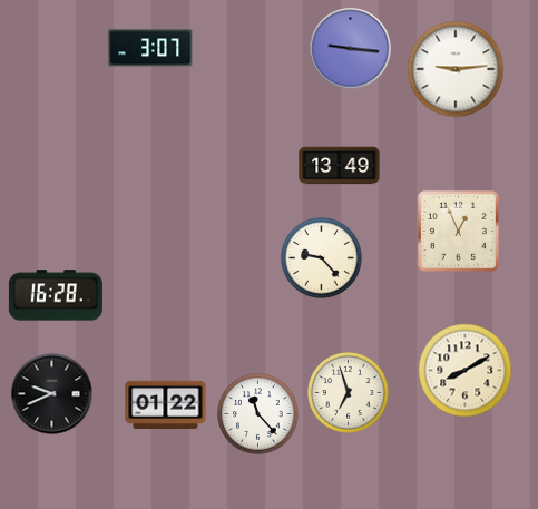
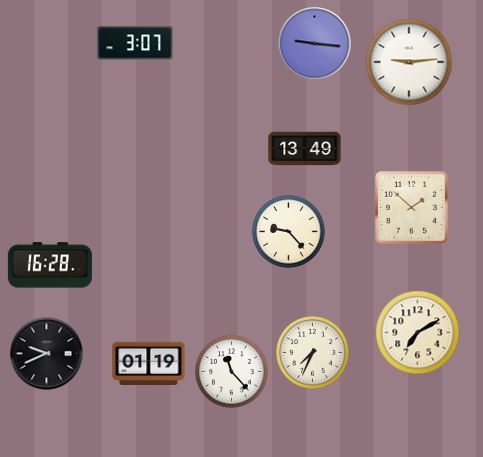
clock at (458, 231): 12:56 -> 1:52
clock at (466, 371): 8:10 -> 7:10
clock at (349, 393): 6:57 -> 7:34
clock at (166, 404): 01:22 -> 01:19
